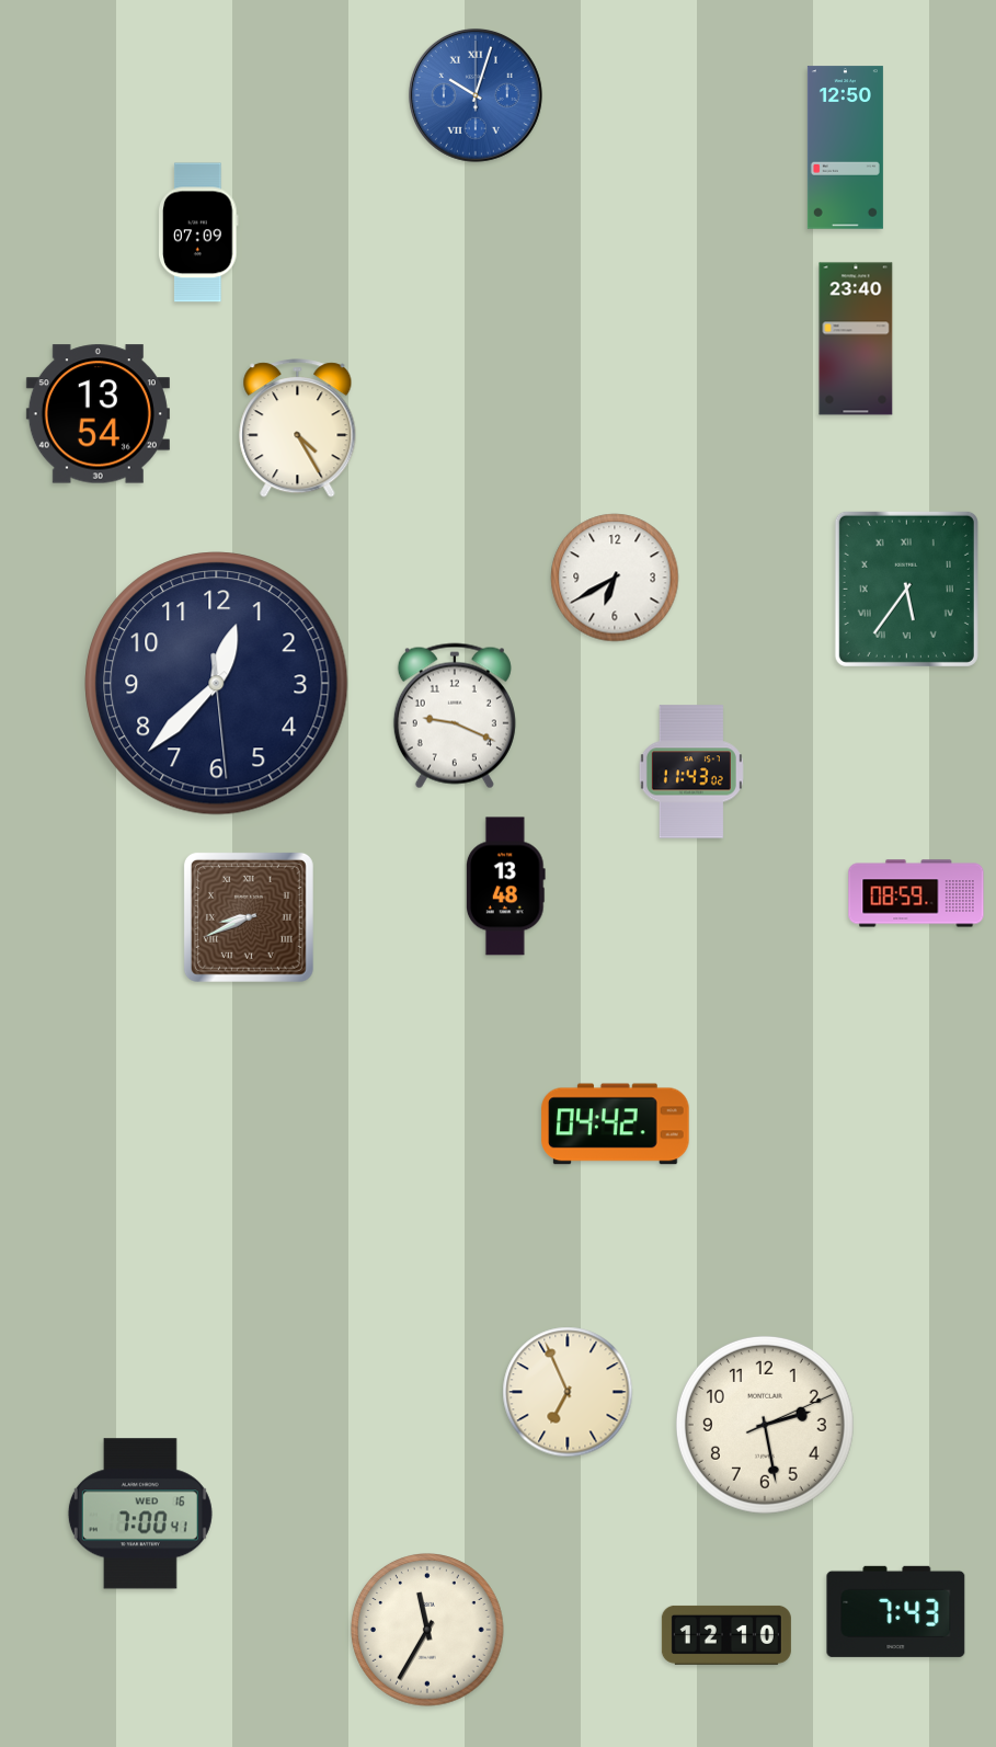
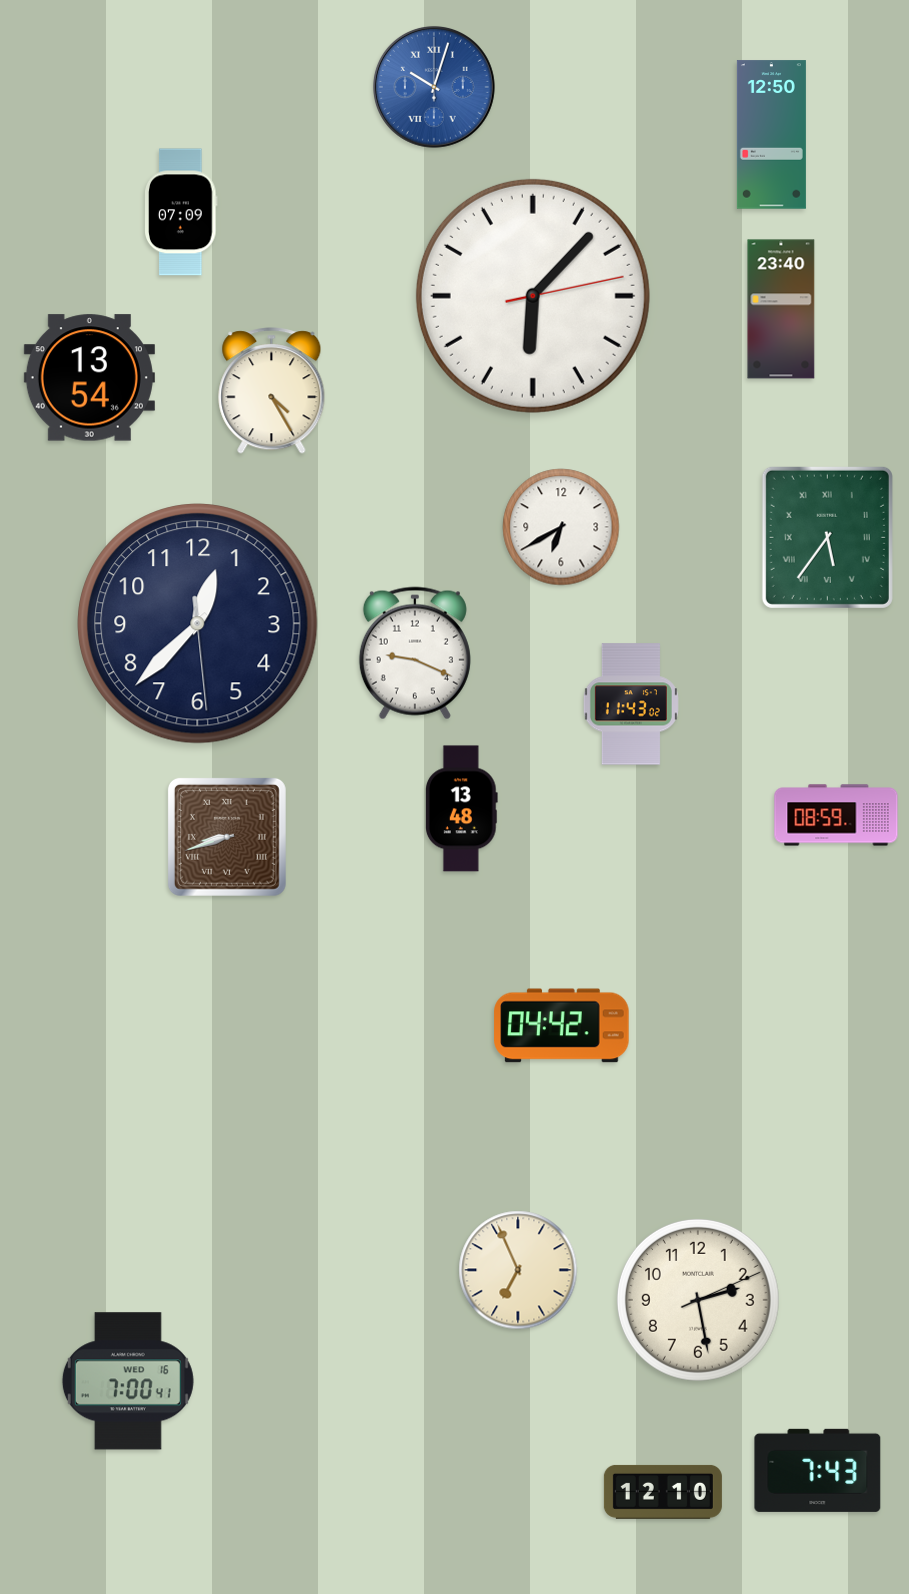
clock at (533, 296): none -> 6:07
clock at (249, 917): 8:41 -> 8:42
clock at (427, 1630): 11:35 -> none
